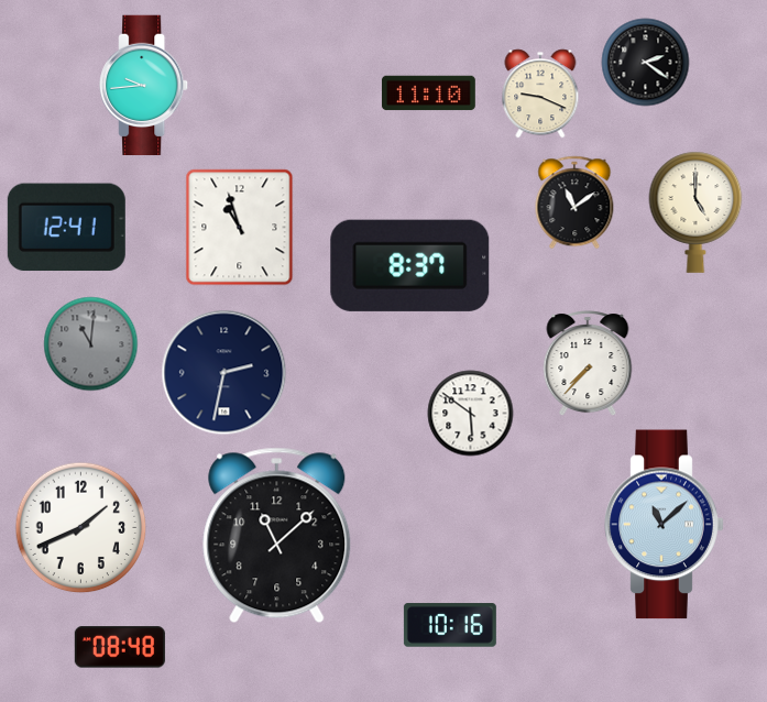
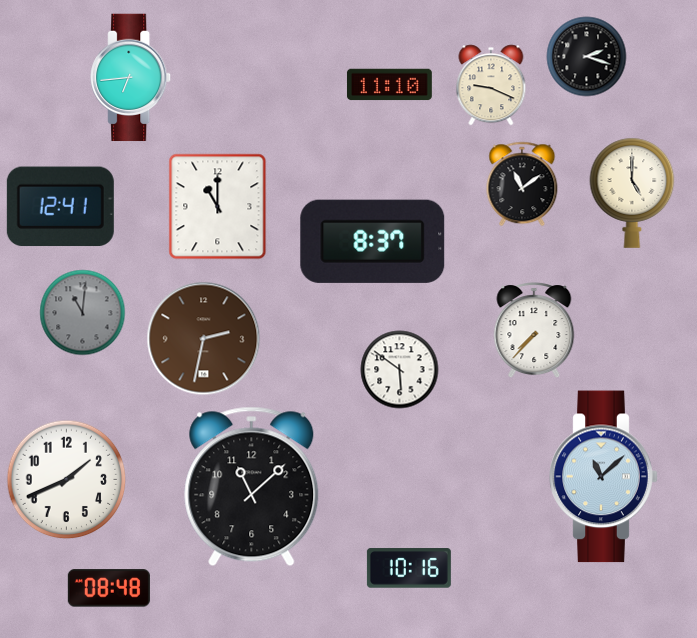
clock at (646, 63): 2:21 -> 2:18
clock at (144, 86): 9:44 -> 6:44
clock at (240, 228): 10:57 -> 11:00
clock at (224, 373) dial: navy -> brown
clock at (471, 414) position: (471, 414) -> (400, 370)
clock at (81, 528) position: (81, 528) -> (67, 480)
